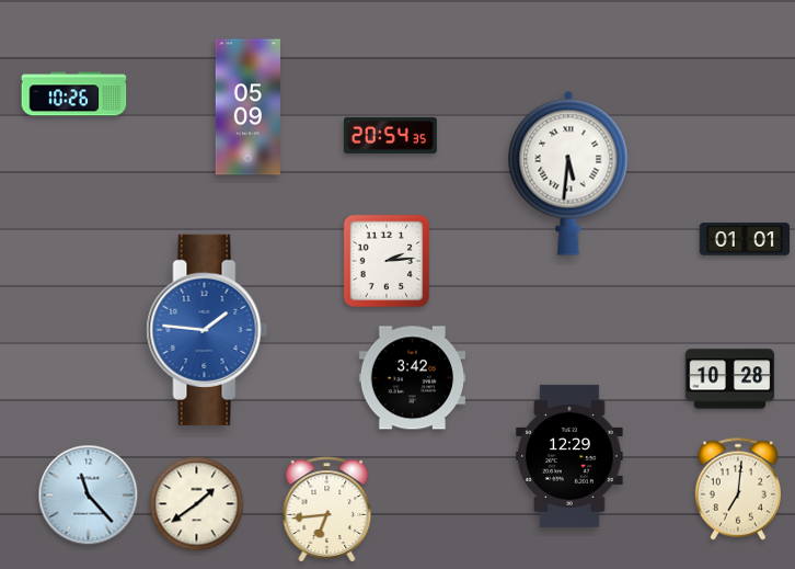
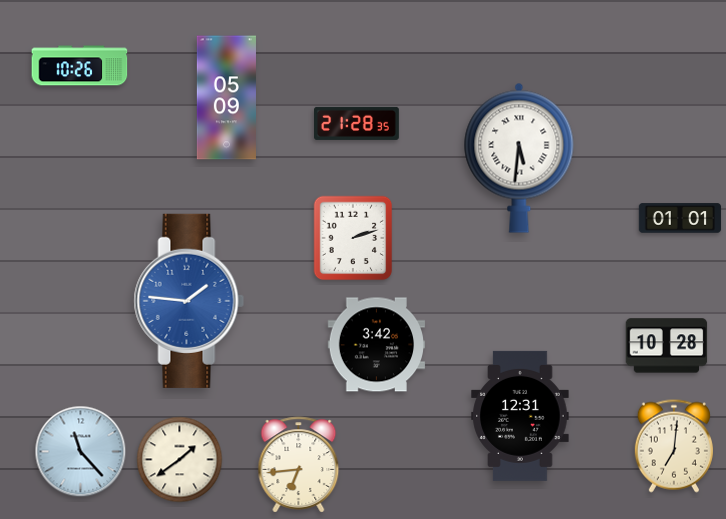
clock at (74, 94) position: (74, 94) -> (80, 66)
clock at (391, 135): 20:54 -> 21:28
clock at (387, 261): 2:14 -> 2:12
clock at (569, 456): 12:29 -> 12:31
